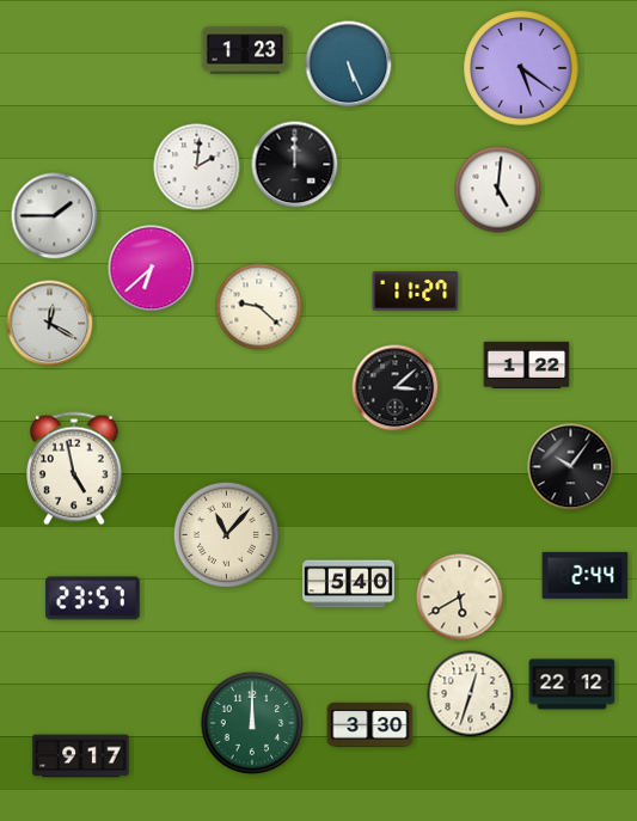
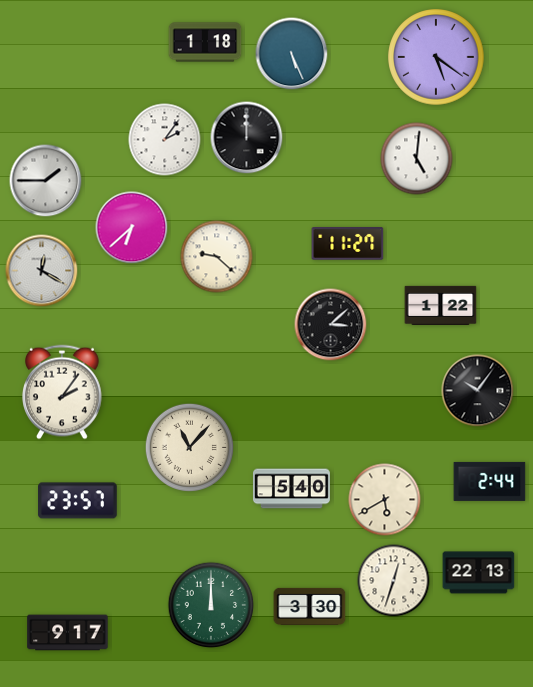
clock at (245, 50): 1:23 -> 1:18
clock at (197, 167): 2:01 -> 2:06
clock at (152, 269) position: (152, 269) -> (132, 228)
clock at (75, 468): 4:58 -> 2:06
clock at (572, 685): 22:12 -> 22:13
